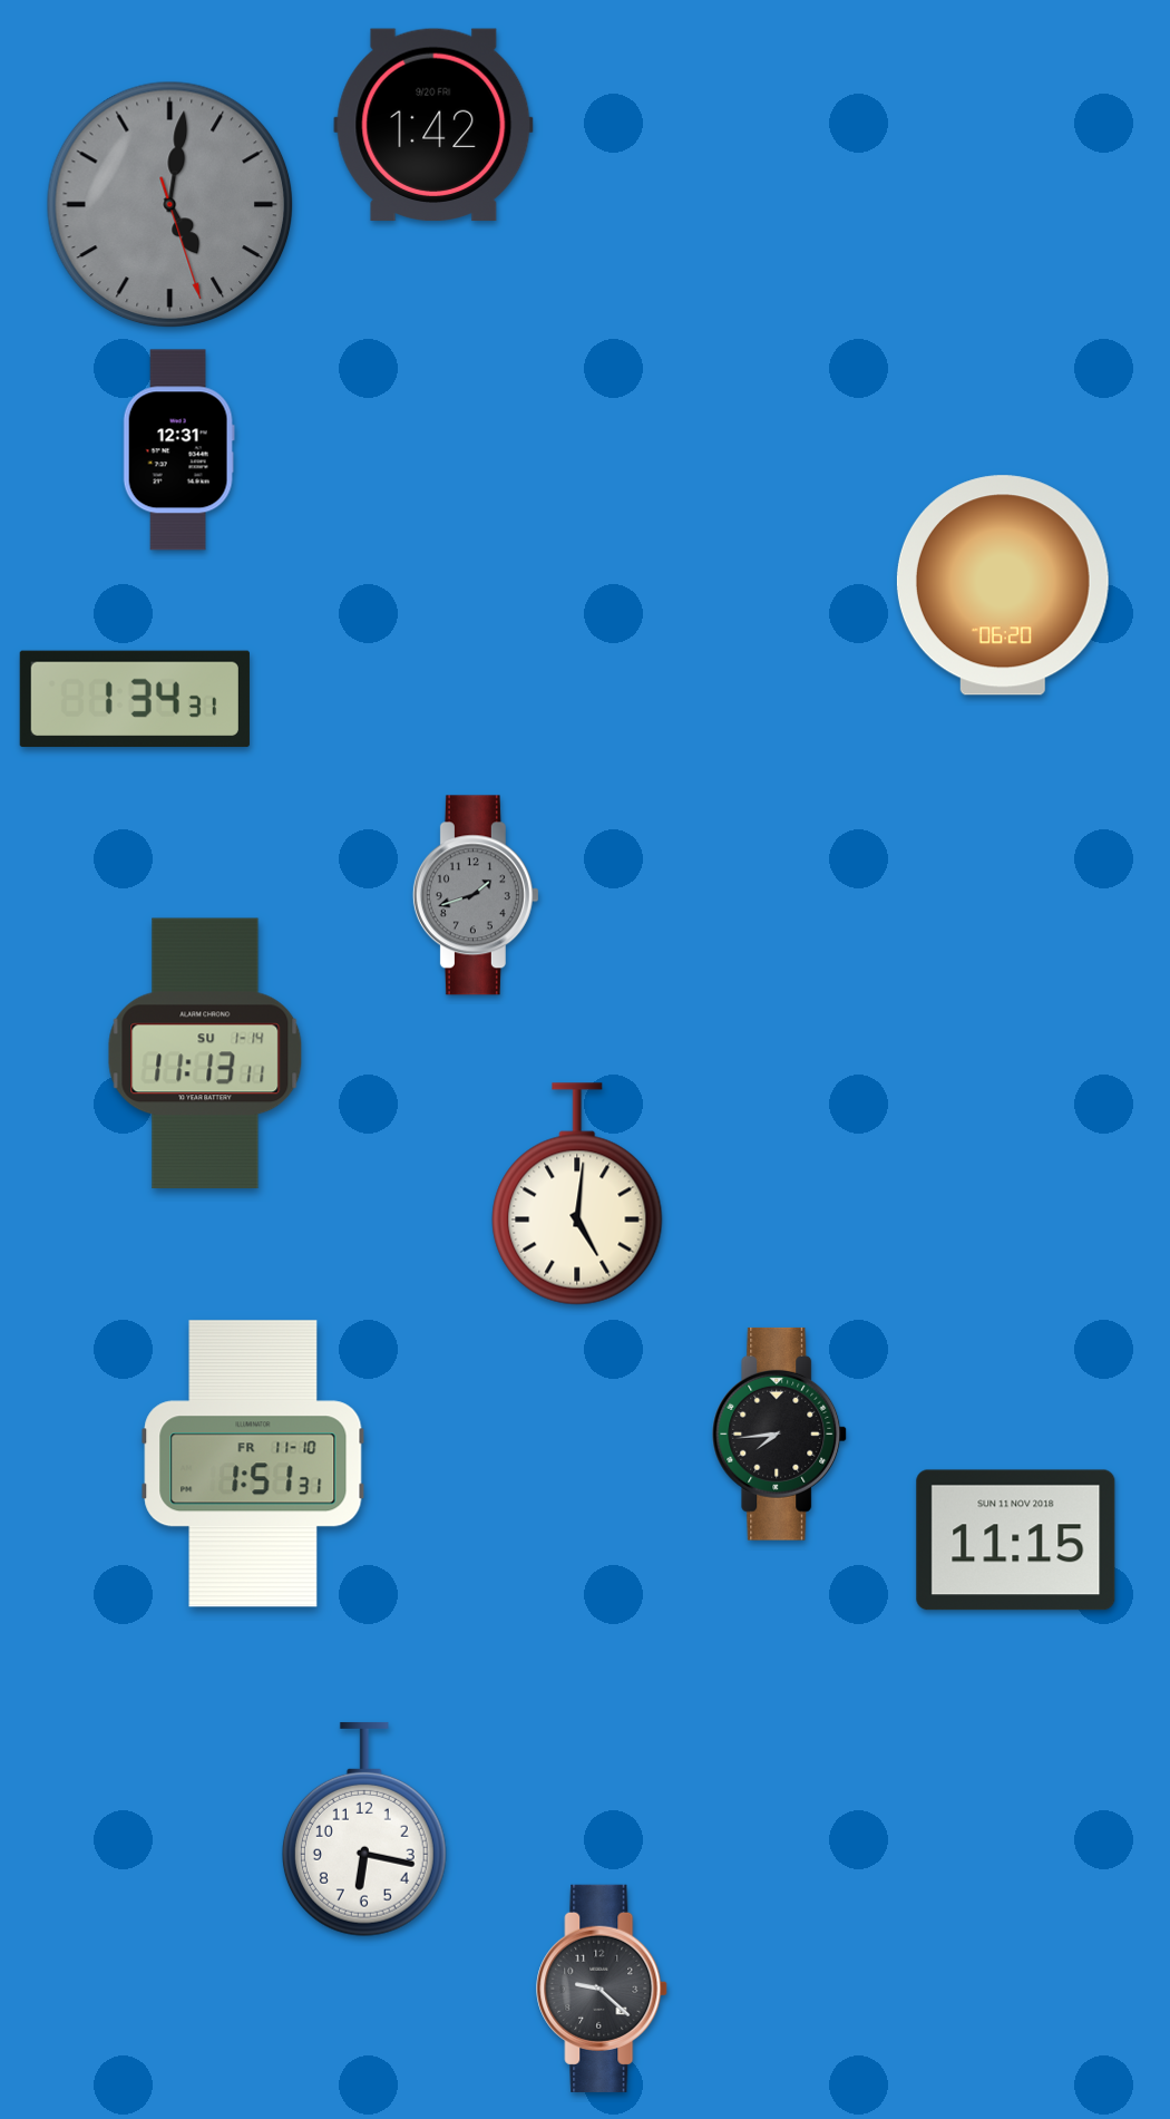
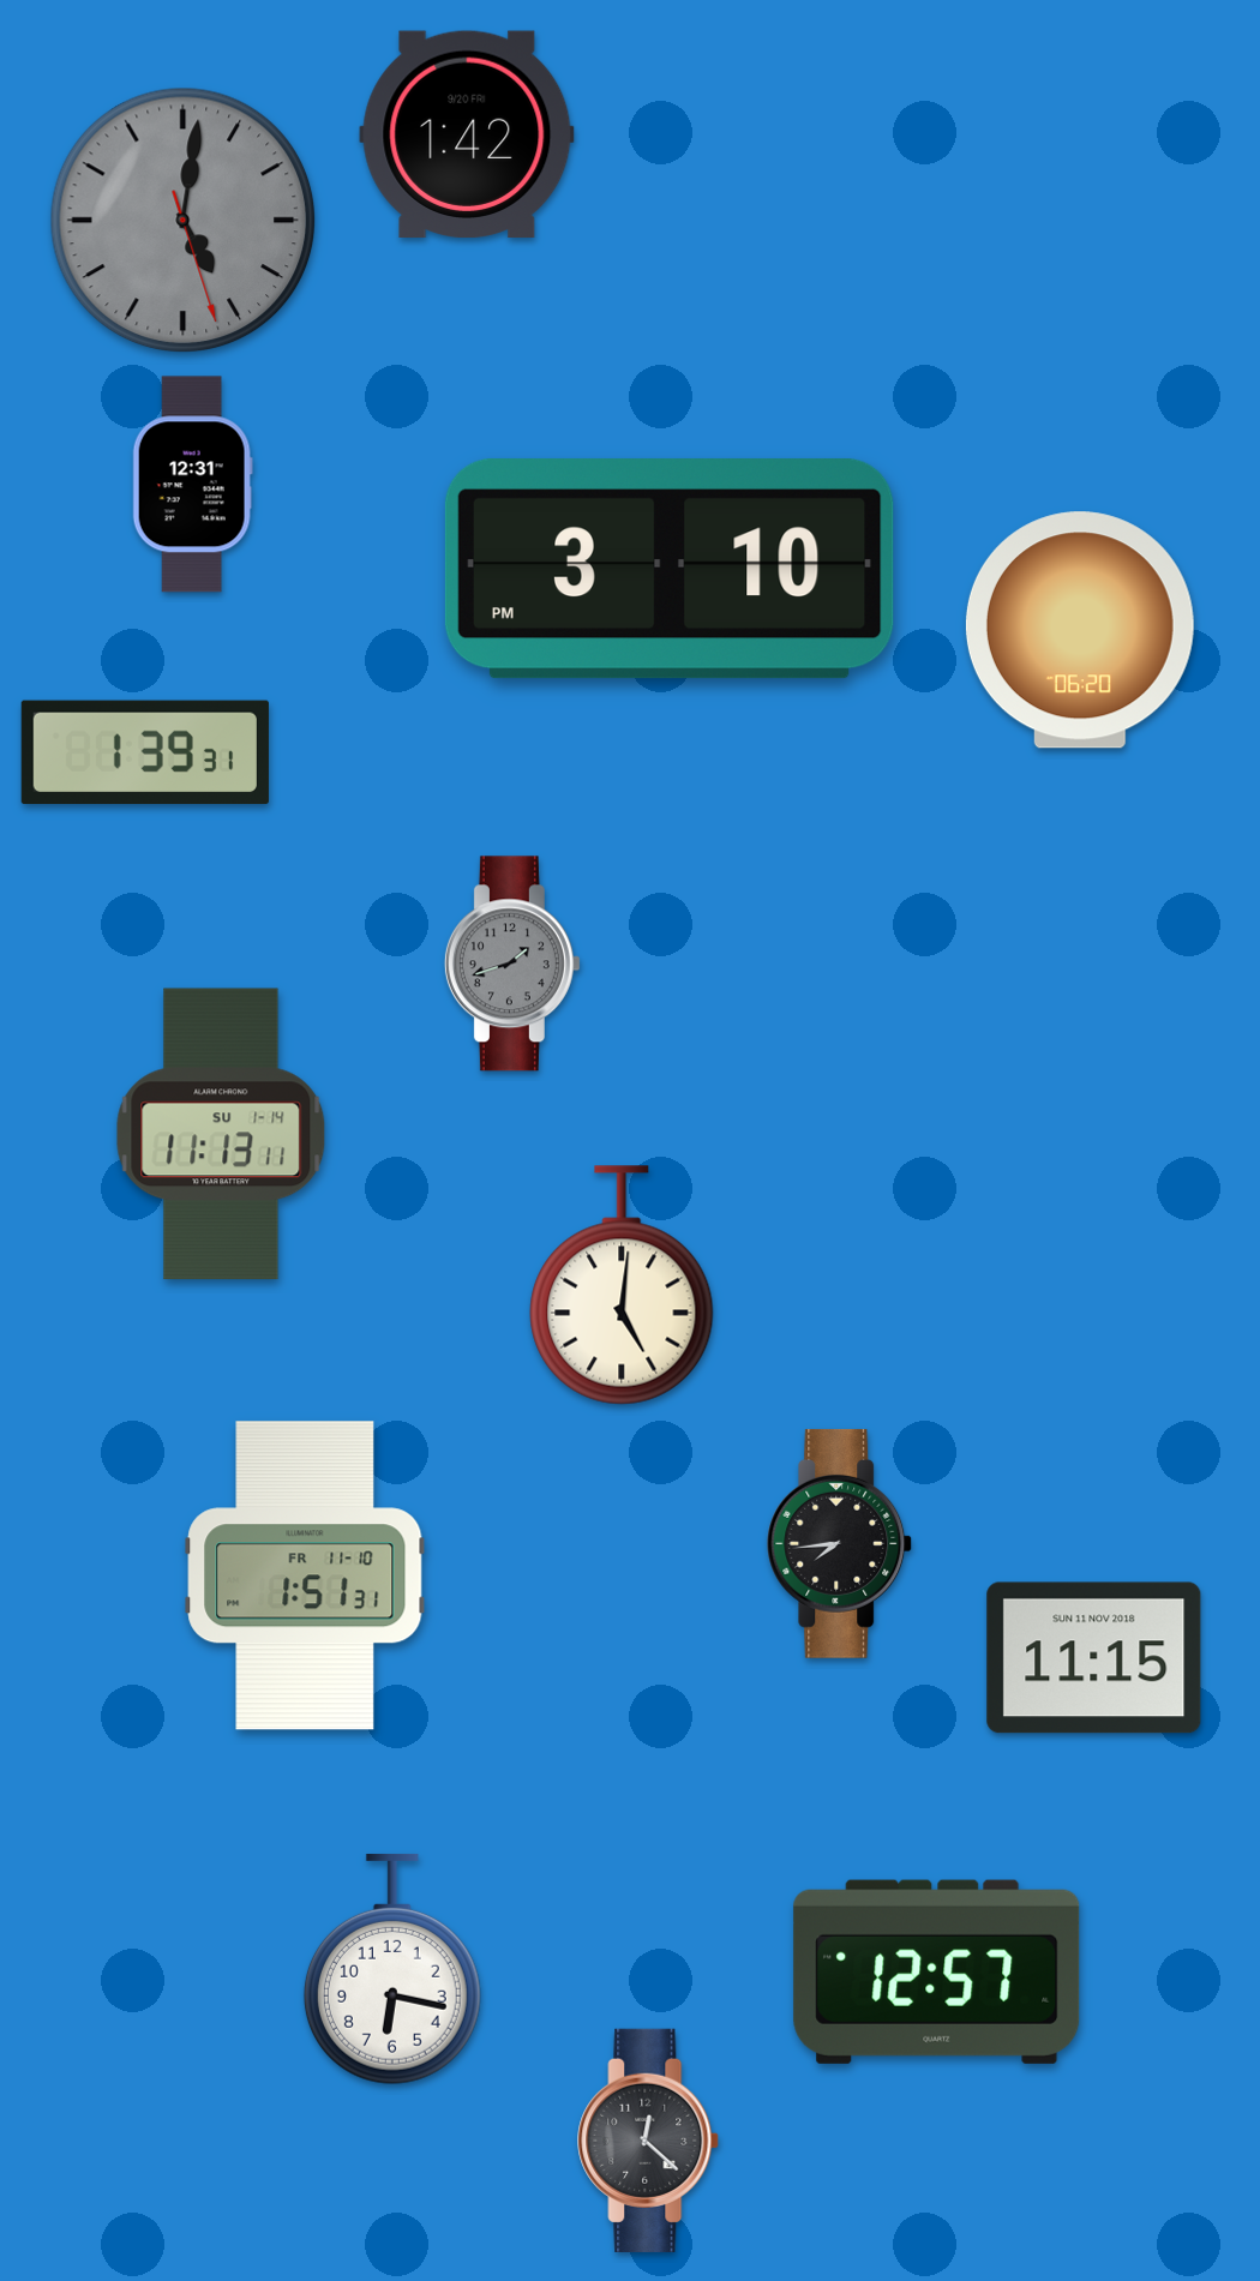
clock at (670, 570): none -> 3:10
clock at (135, 699): 1:34 -> 1:39
clock at (253, 1464) position: (253, 1464) -> (305, 1575)
clock at (937, 1971): none -> 12:57
clock at (603, 1989): 9:22 -> 12:22
